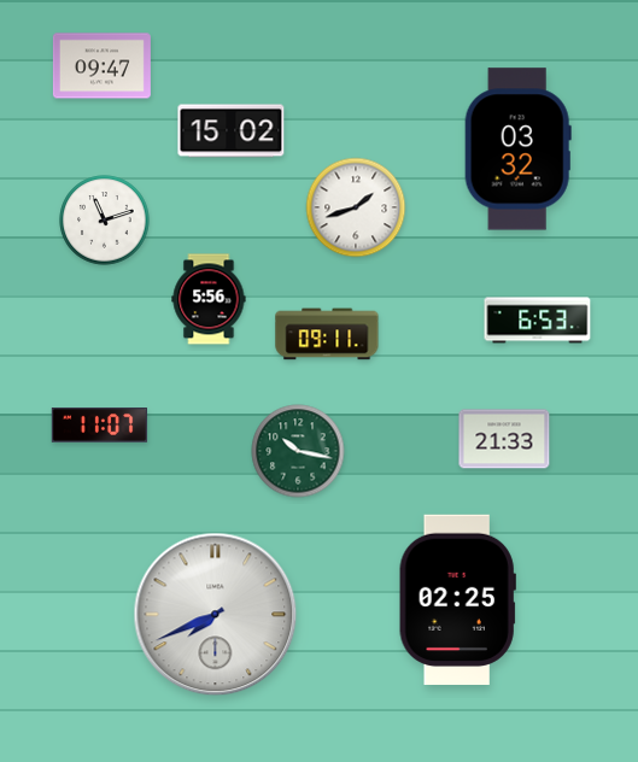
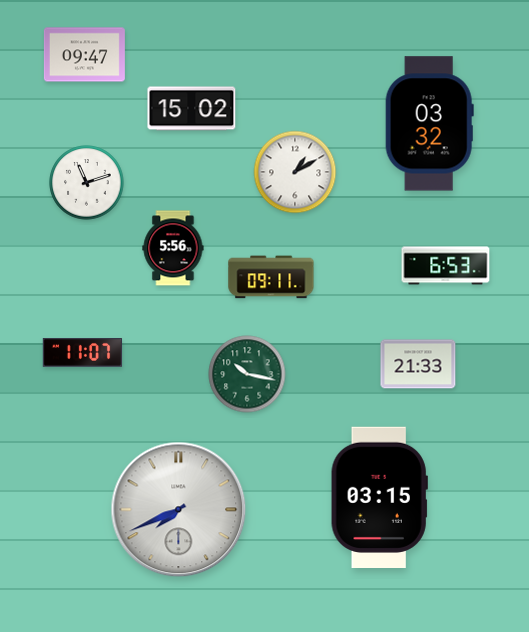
clock at (356, 207): 1:42 -> 1:10
clock at (457, 599): 02:25 -> 03:15
